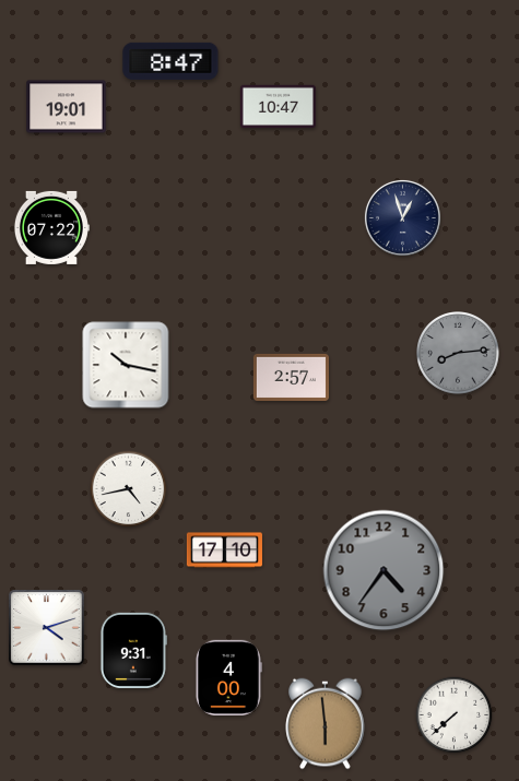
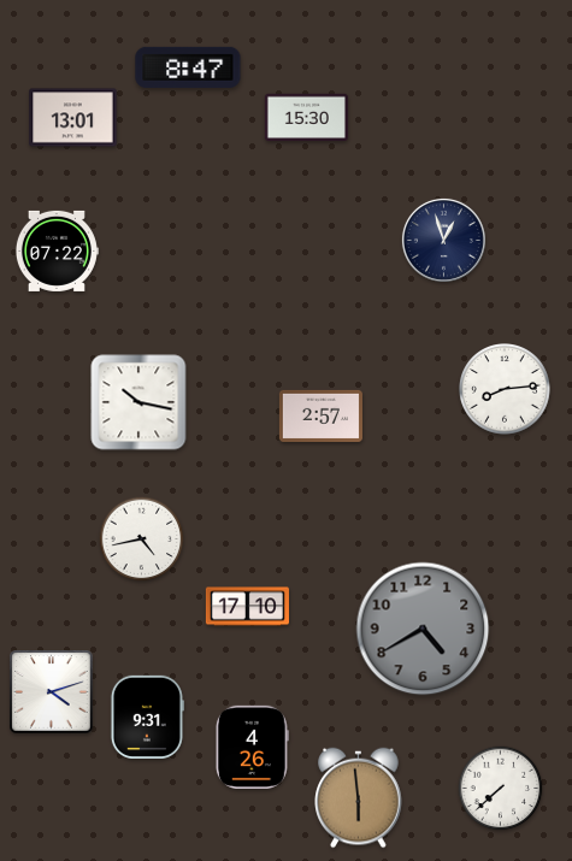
clock at (67, 107): 19:01 -> 13:01
clock at (278, 107): 10:47 -> 15:30
clock at (459, 354) dial: grey -> white
clock at (384, 570): 4:36 -> 4:40
clock at (228, 677): 4:00 -> 4:26
